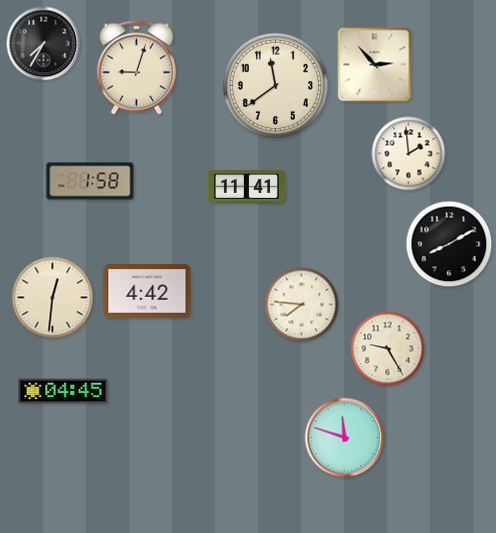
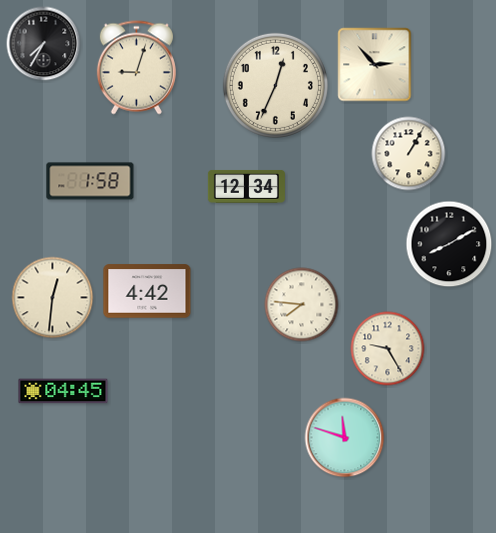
clock at (275, 85): 11:39 -> 12:34
clock at (409, 154): 1:59 -> 1:05
clock at (246, 186): 11:41 -> 12:34
